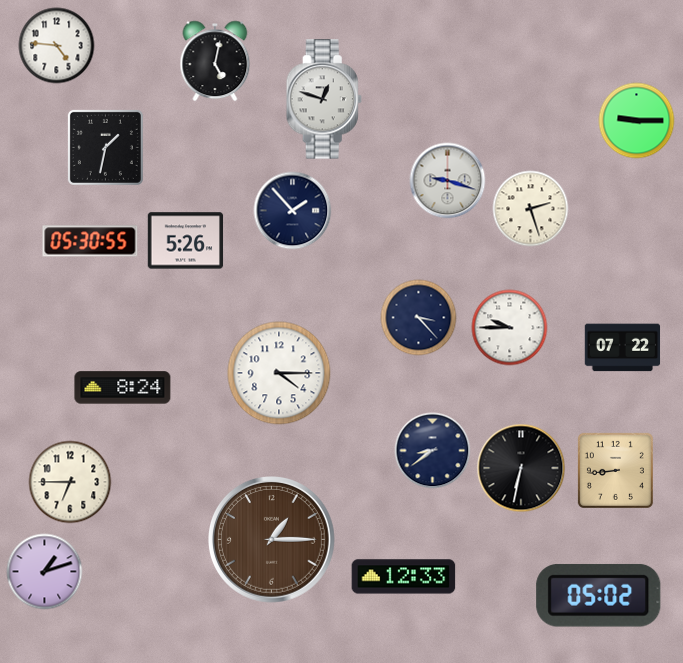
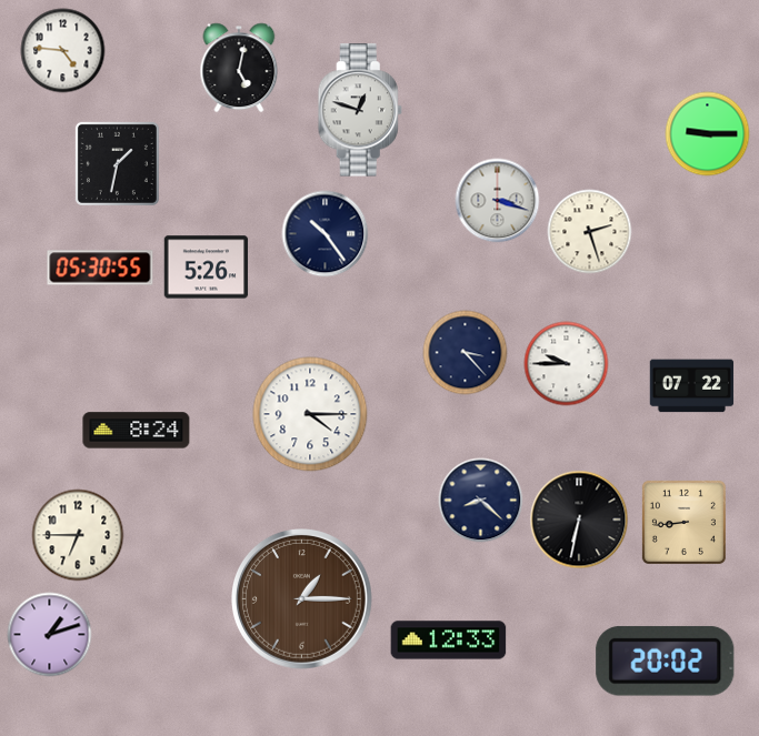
clock at (448, 181): 9:18 -> 3:18
clock at (293, 211): 1:53 -> 10:24
clock at (433, 451): 8:39 -> 8:22
clock at (599, 595): 05:02 -> 20:02
